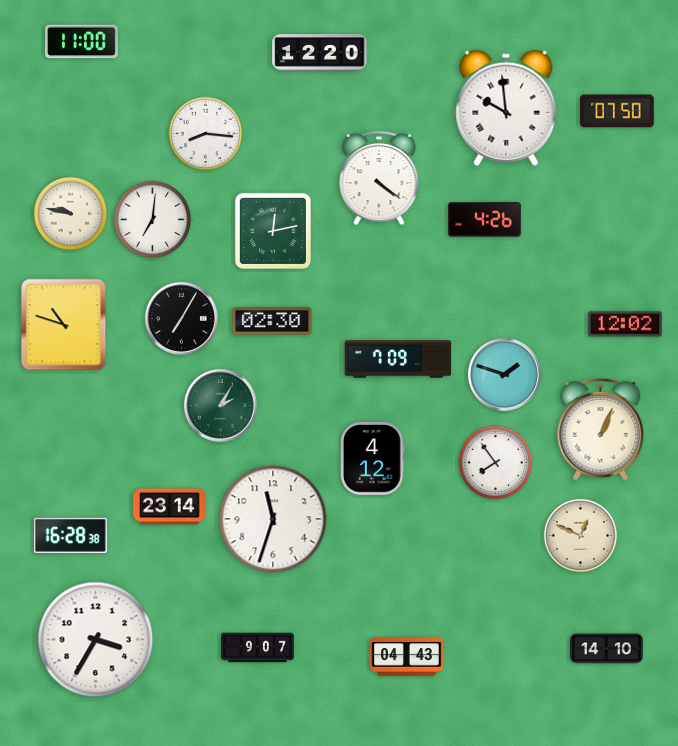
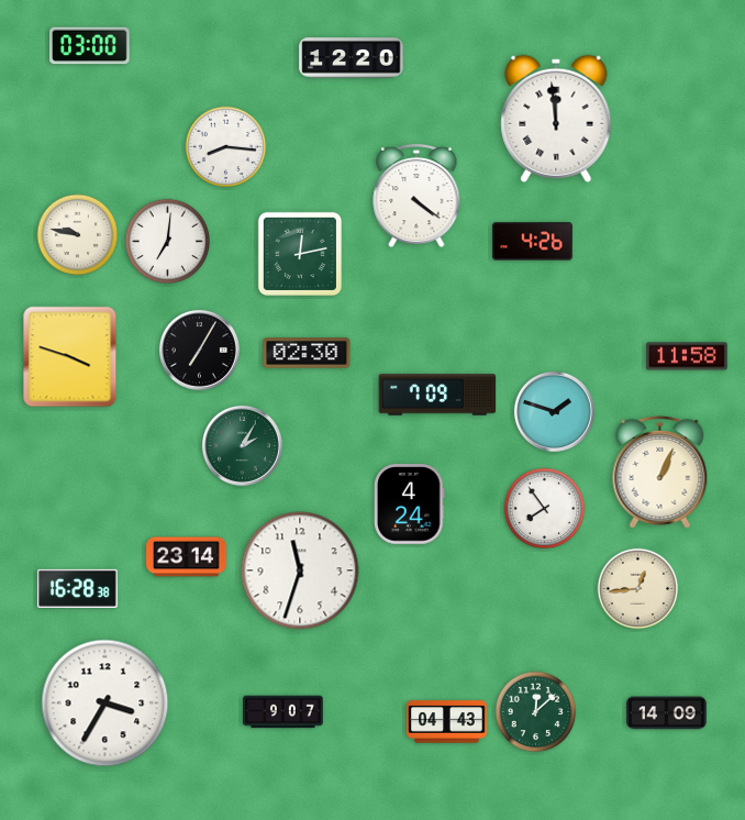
clock at (82, 42): 11:00 -> 03:00
clock at (506, 108): 9:59 -> 11:59
clock at (617, 111): 07:50 -> none
clock at (272, 321) position: (272, 321) -> (307, 353)
clock at (625, 324): 12:02 -> 11:58
clock at (64, 325): 10:48 -> 3:48
clock at (373, 459): 4:12 -> 4:24
clock at (581, 536): 12:49 -> 12:44
clock at (536, 712): none -> 12:08
clock at (607, 649): 14:10 -> 14:09
